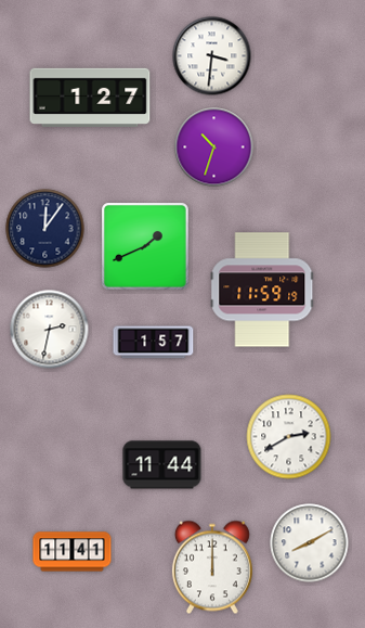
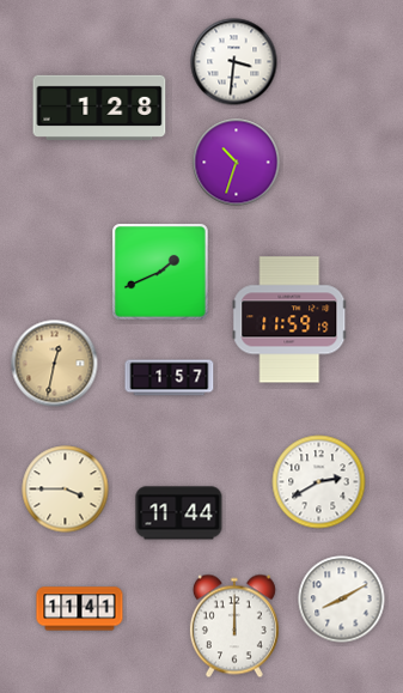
clock at (90, 98): 1:27 -> 1:28
clock at (45, 229): 12:06 -> none
clock at (50, 330): 2:32 -> 12:32
clock at (50, 330) dial: white -> champagne
clock at (66, 490): none -> 3:45
